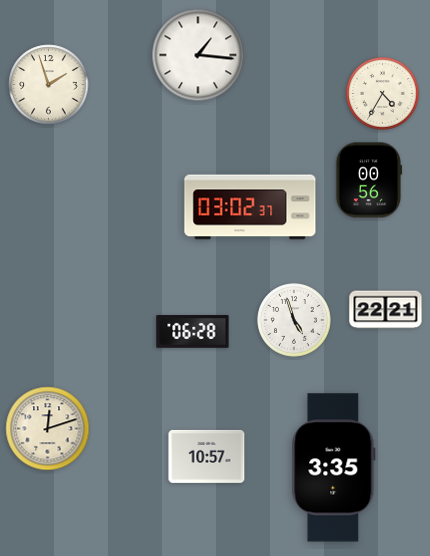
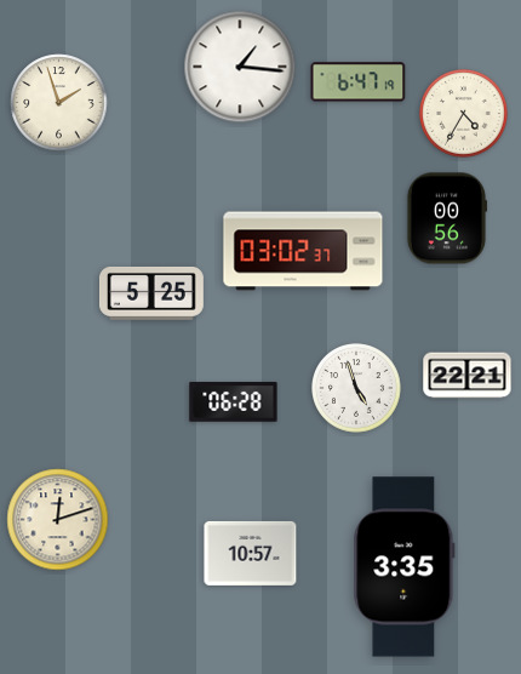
clock at (359, 82): none -> 6:47
clock at (151, 293): none -> 5:25
